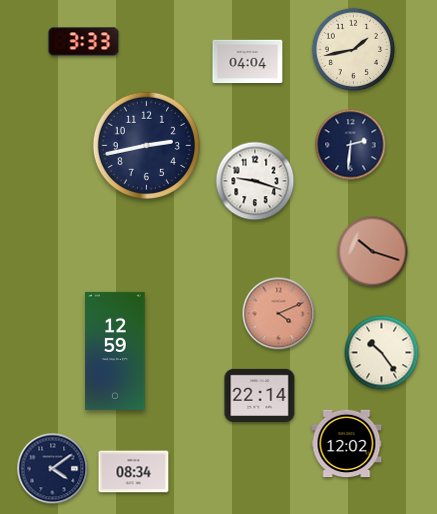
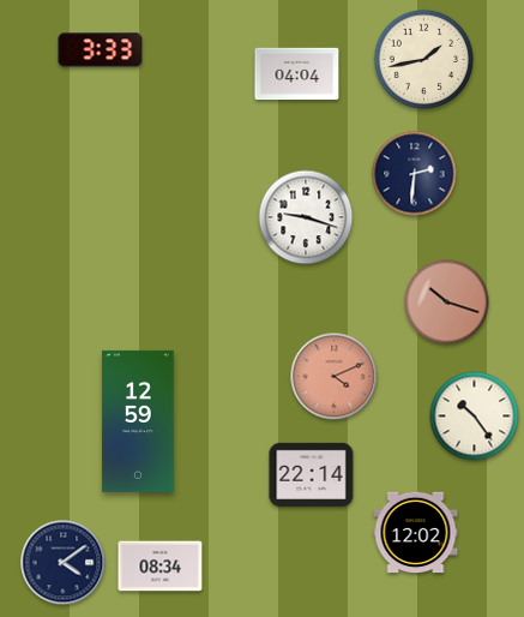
clock at (146, 145): 2:43 -> none
clock at (351, 145) position: (351, 145) -> (415, 174)
clock at (382, 353) position: (382, 353) -> (475, 417)
